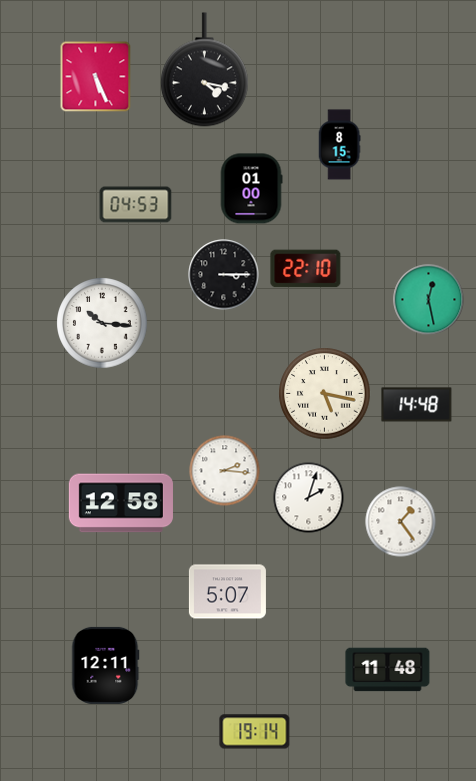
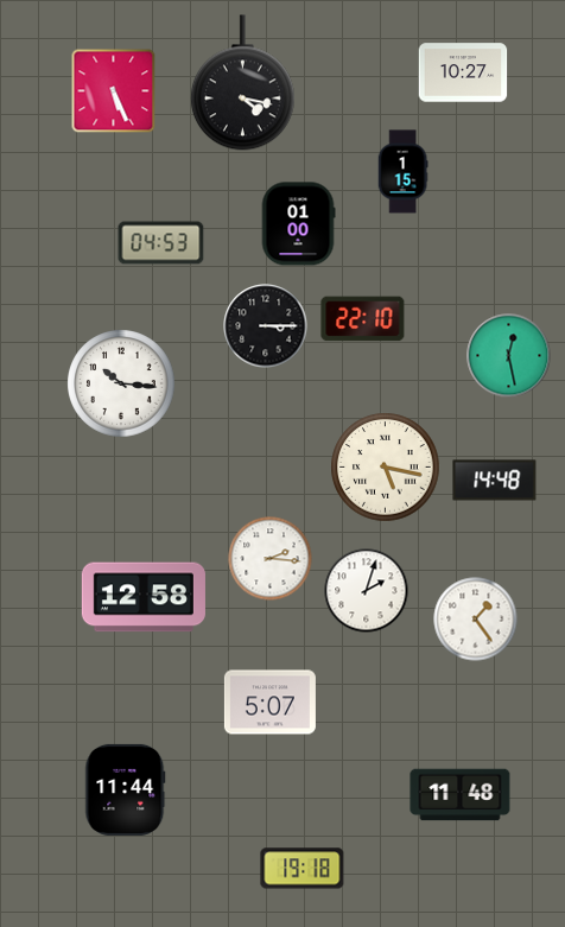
clock at (463, 72): none -> 10:27
clock at (339, 145): 8:15 -> 1:15
clock at (225, 471) position: (225, 471) -> (271, 559)
clock at (106, 665): 12:11 -> 11:44
clock at (255, 732): 19:14 -> 19:18
